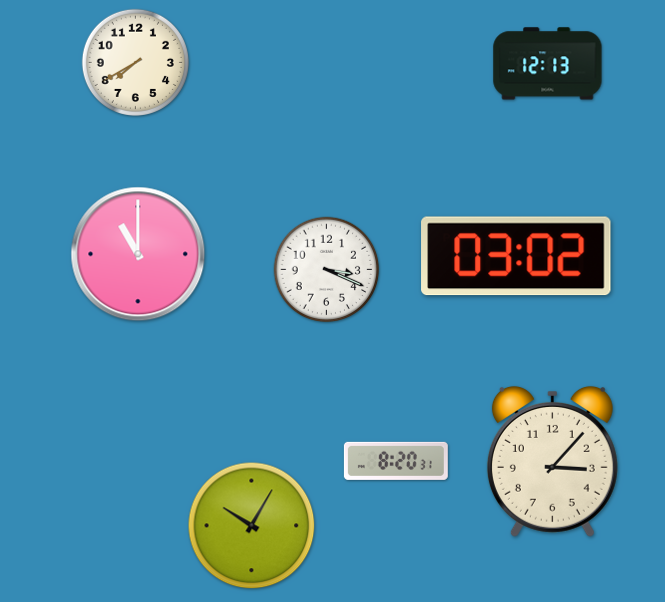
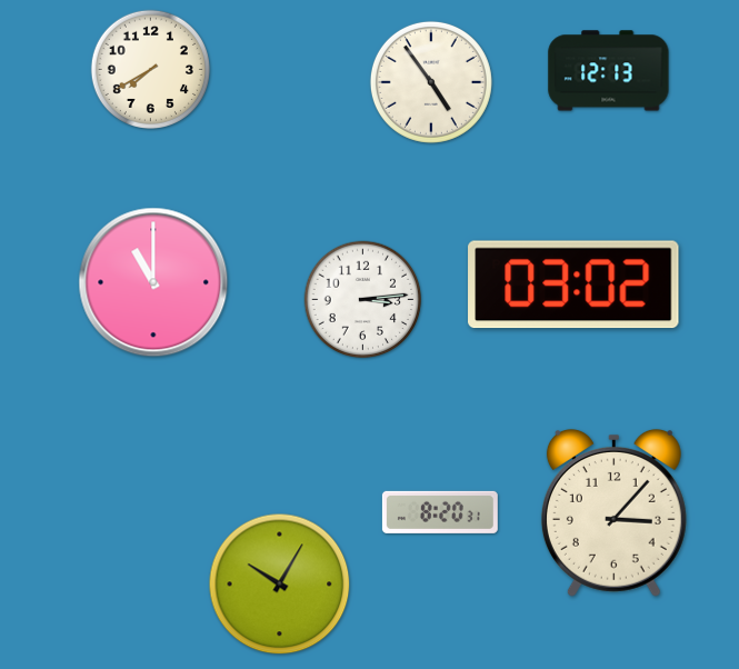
clock at (431, 82): none -> 4:54
clock at (327, 270): 3:19 -> 3:14
